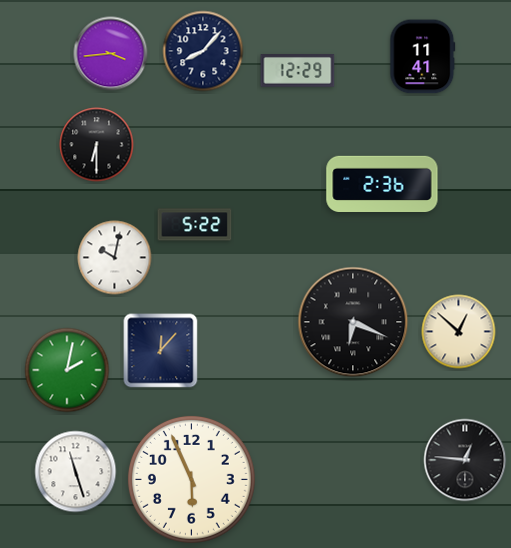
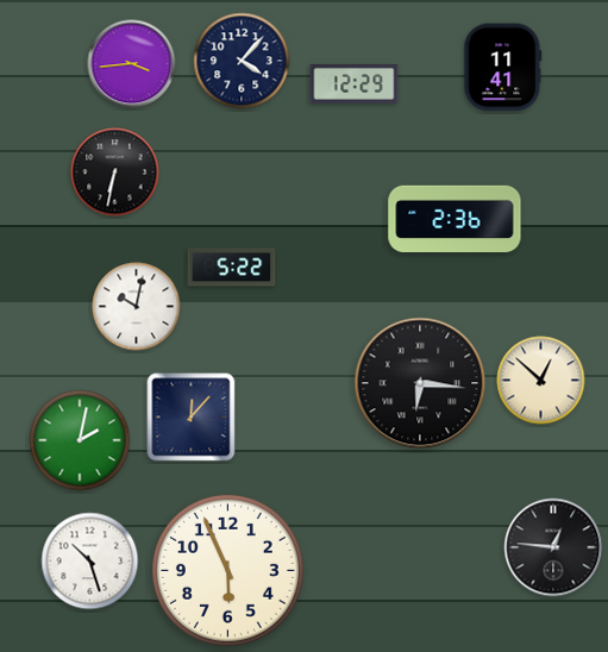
clock at (203, 51): 8:07 -> 4:07
clock at (97, 145): 6:30 -> 6:32
clock at (353, 322): 6:19 -> 6:16
clock at (459, 332) position: (459, 332) -> (541, 381)
clock at (76, 472): 11:27 -> 10:27
